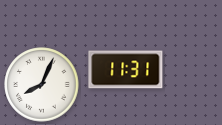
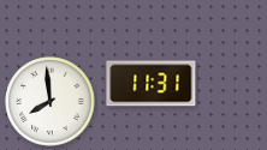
clock at (42, 85): 8:04 -> 7:59
